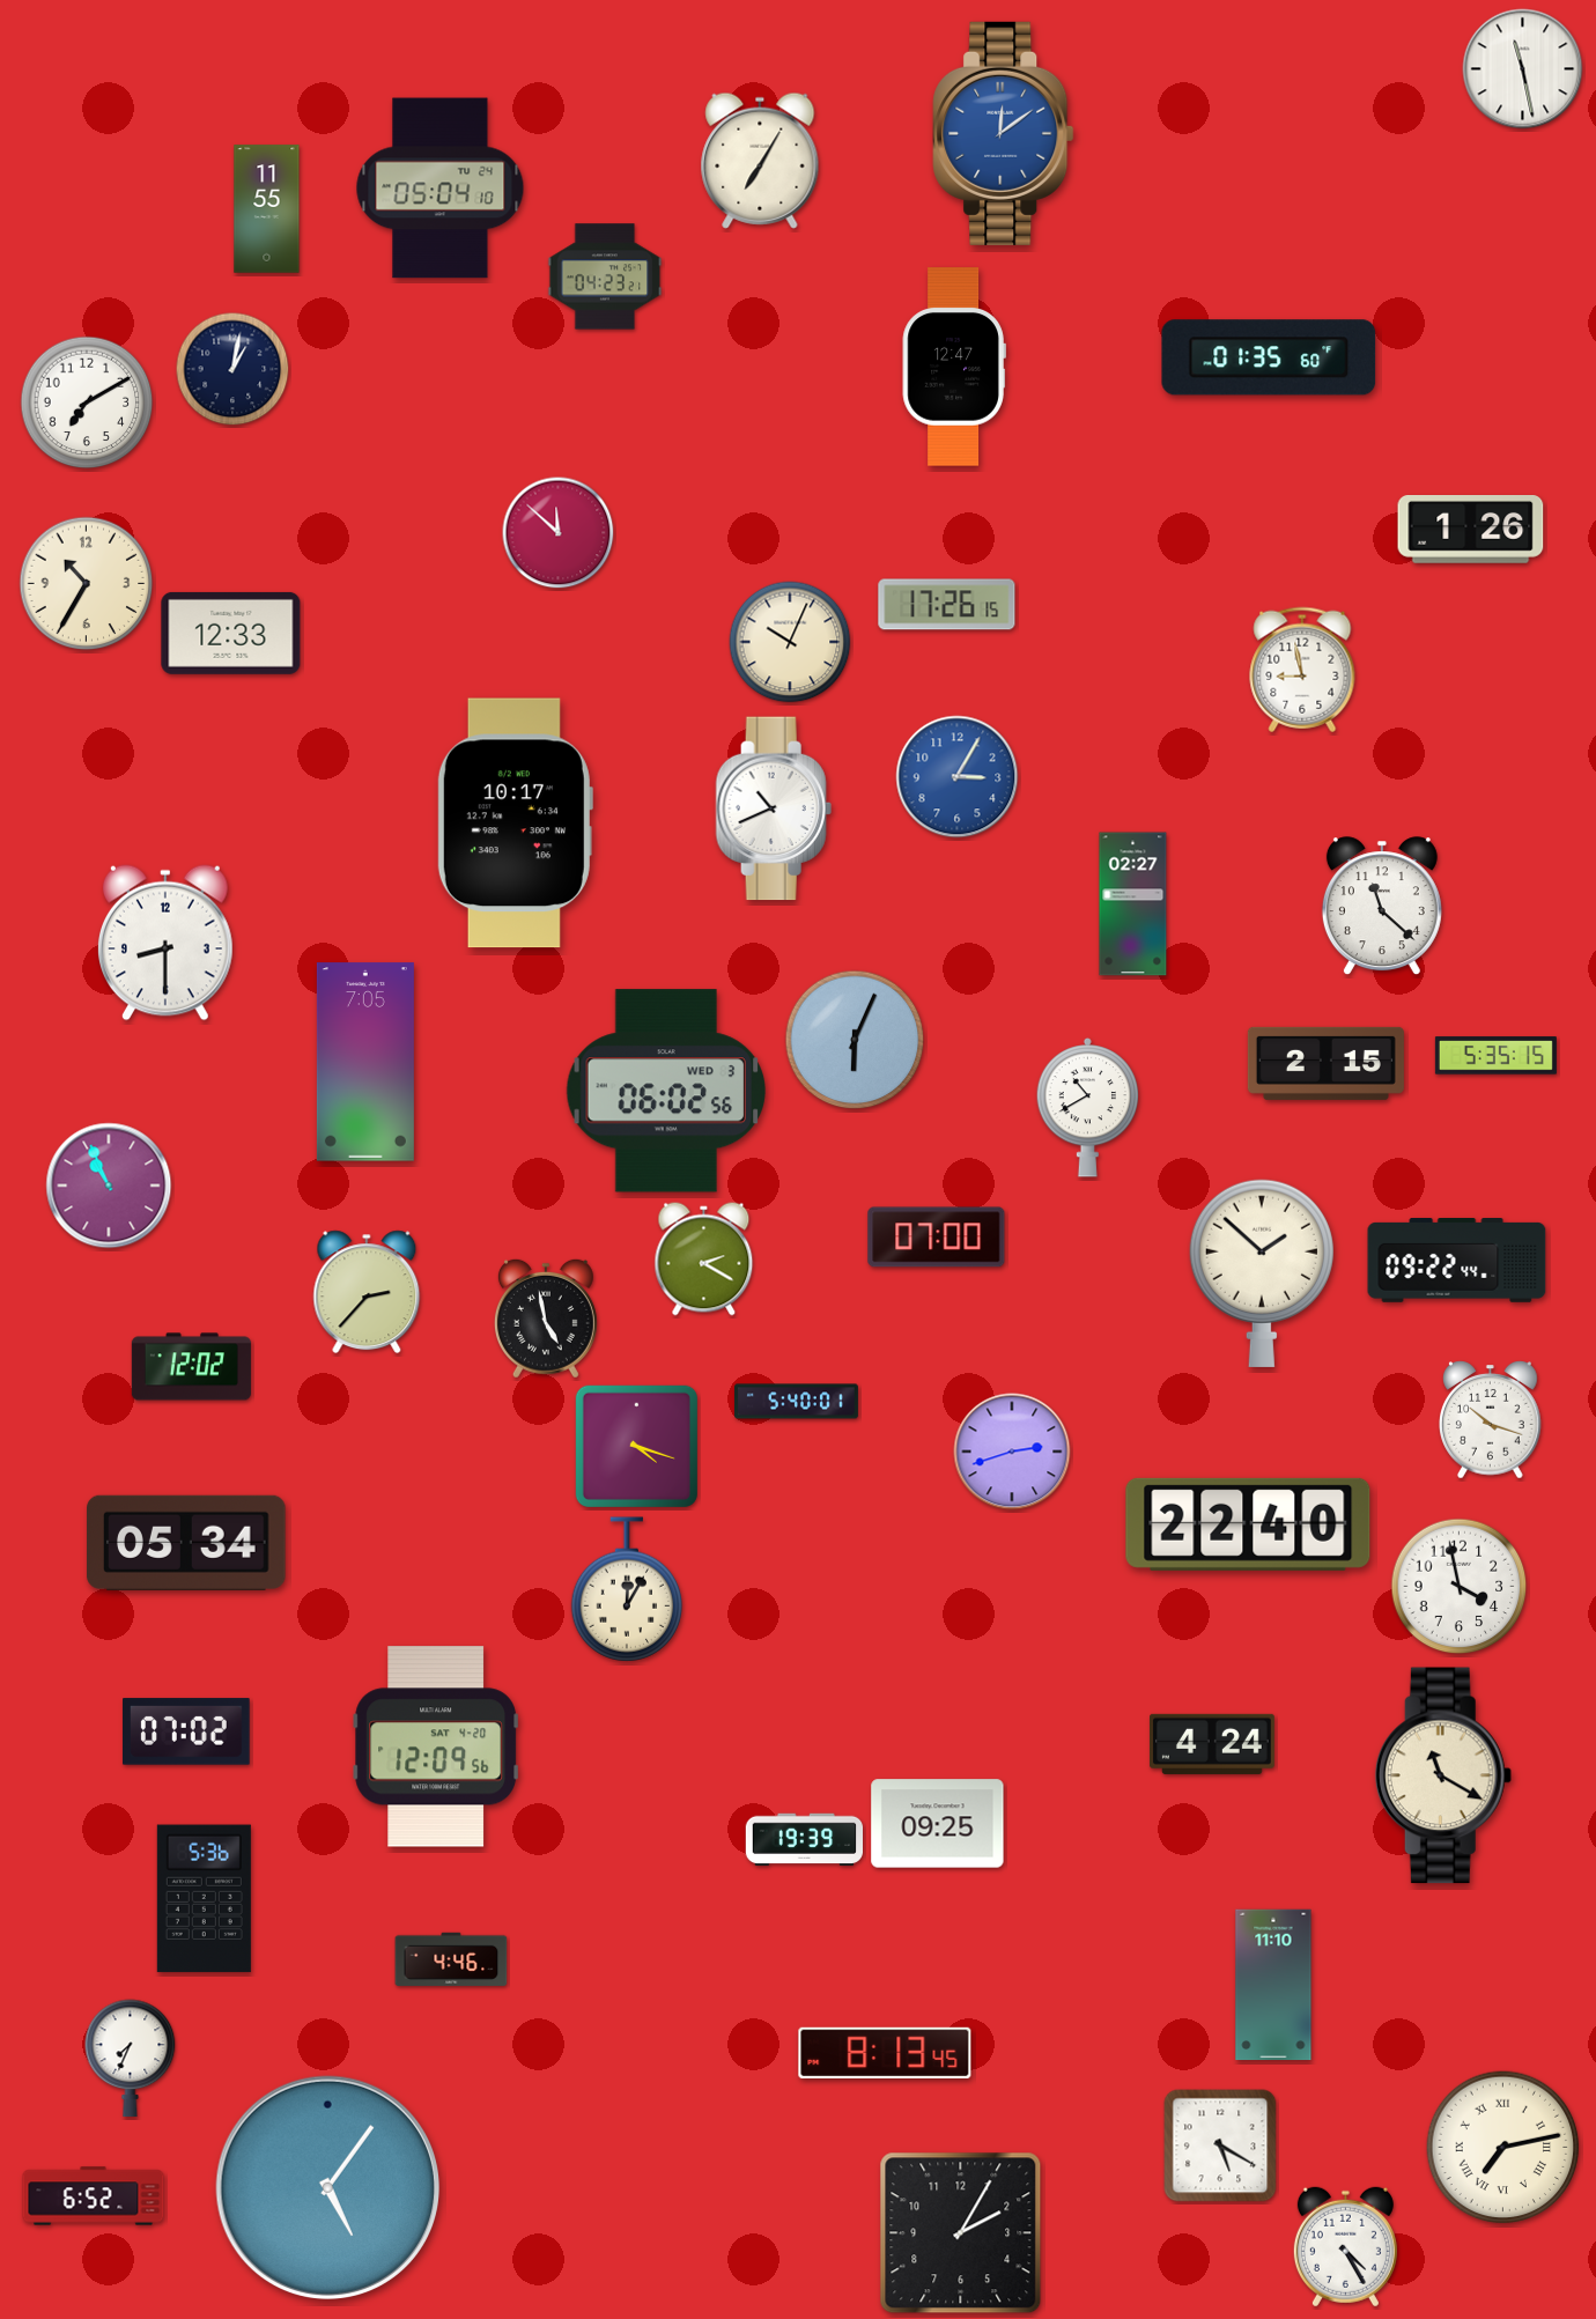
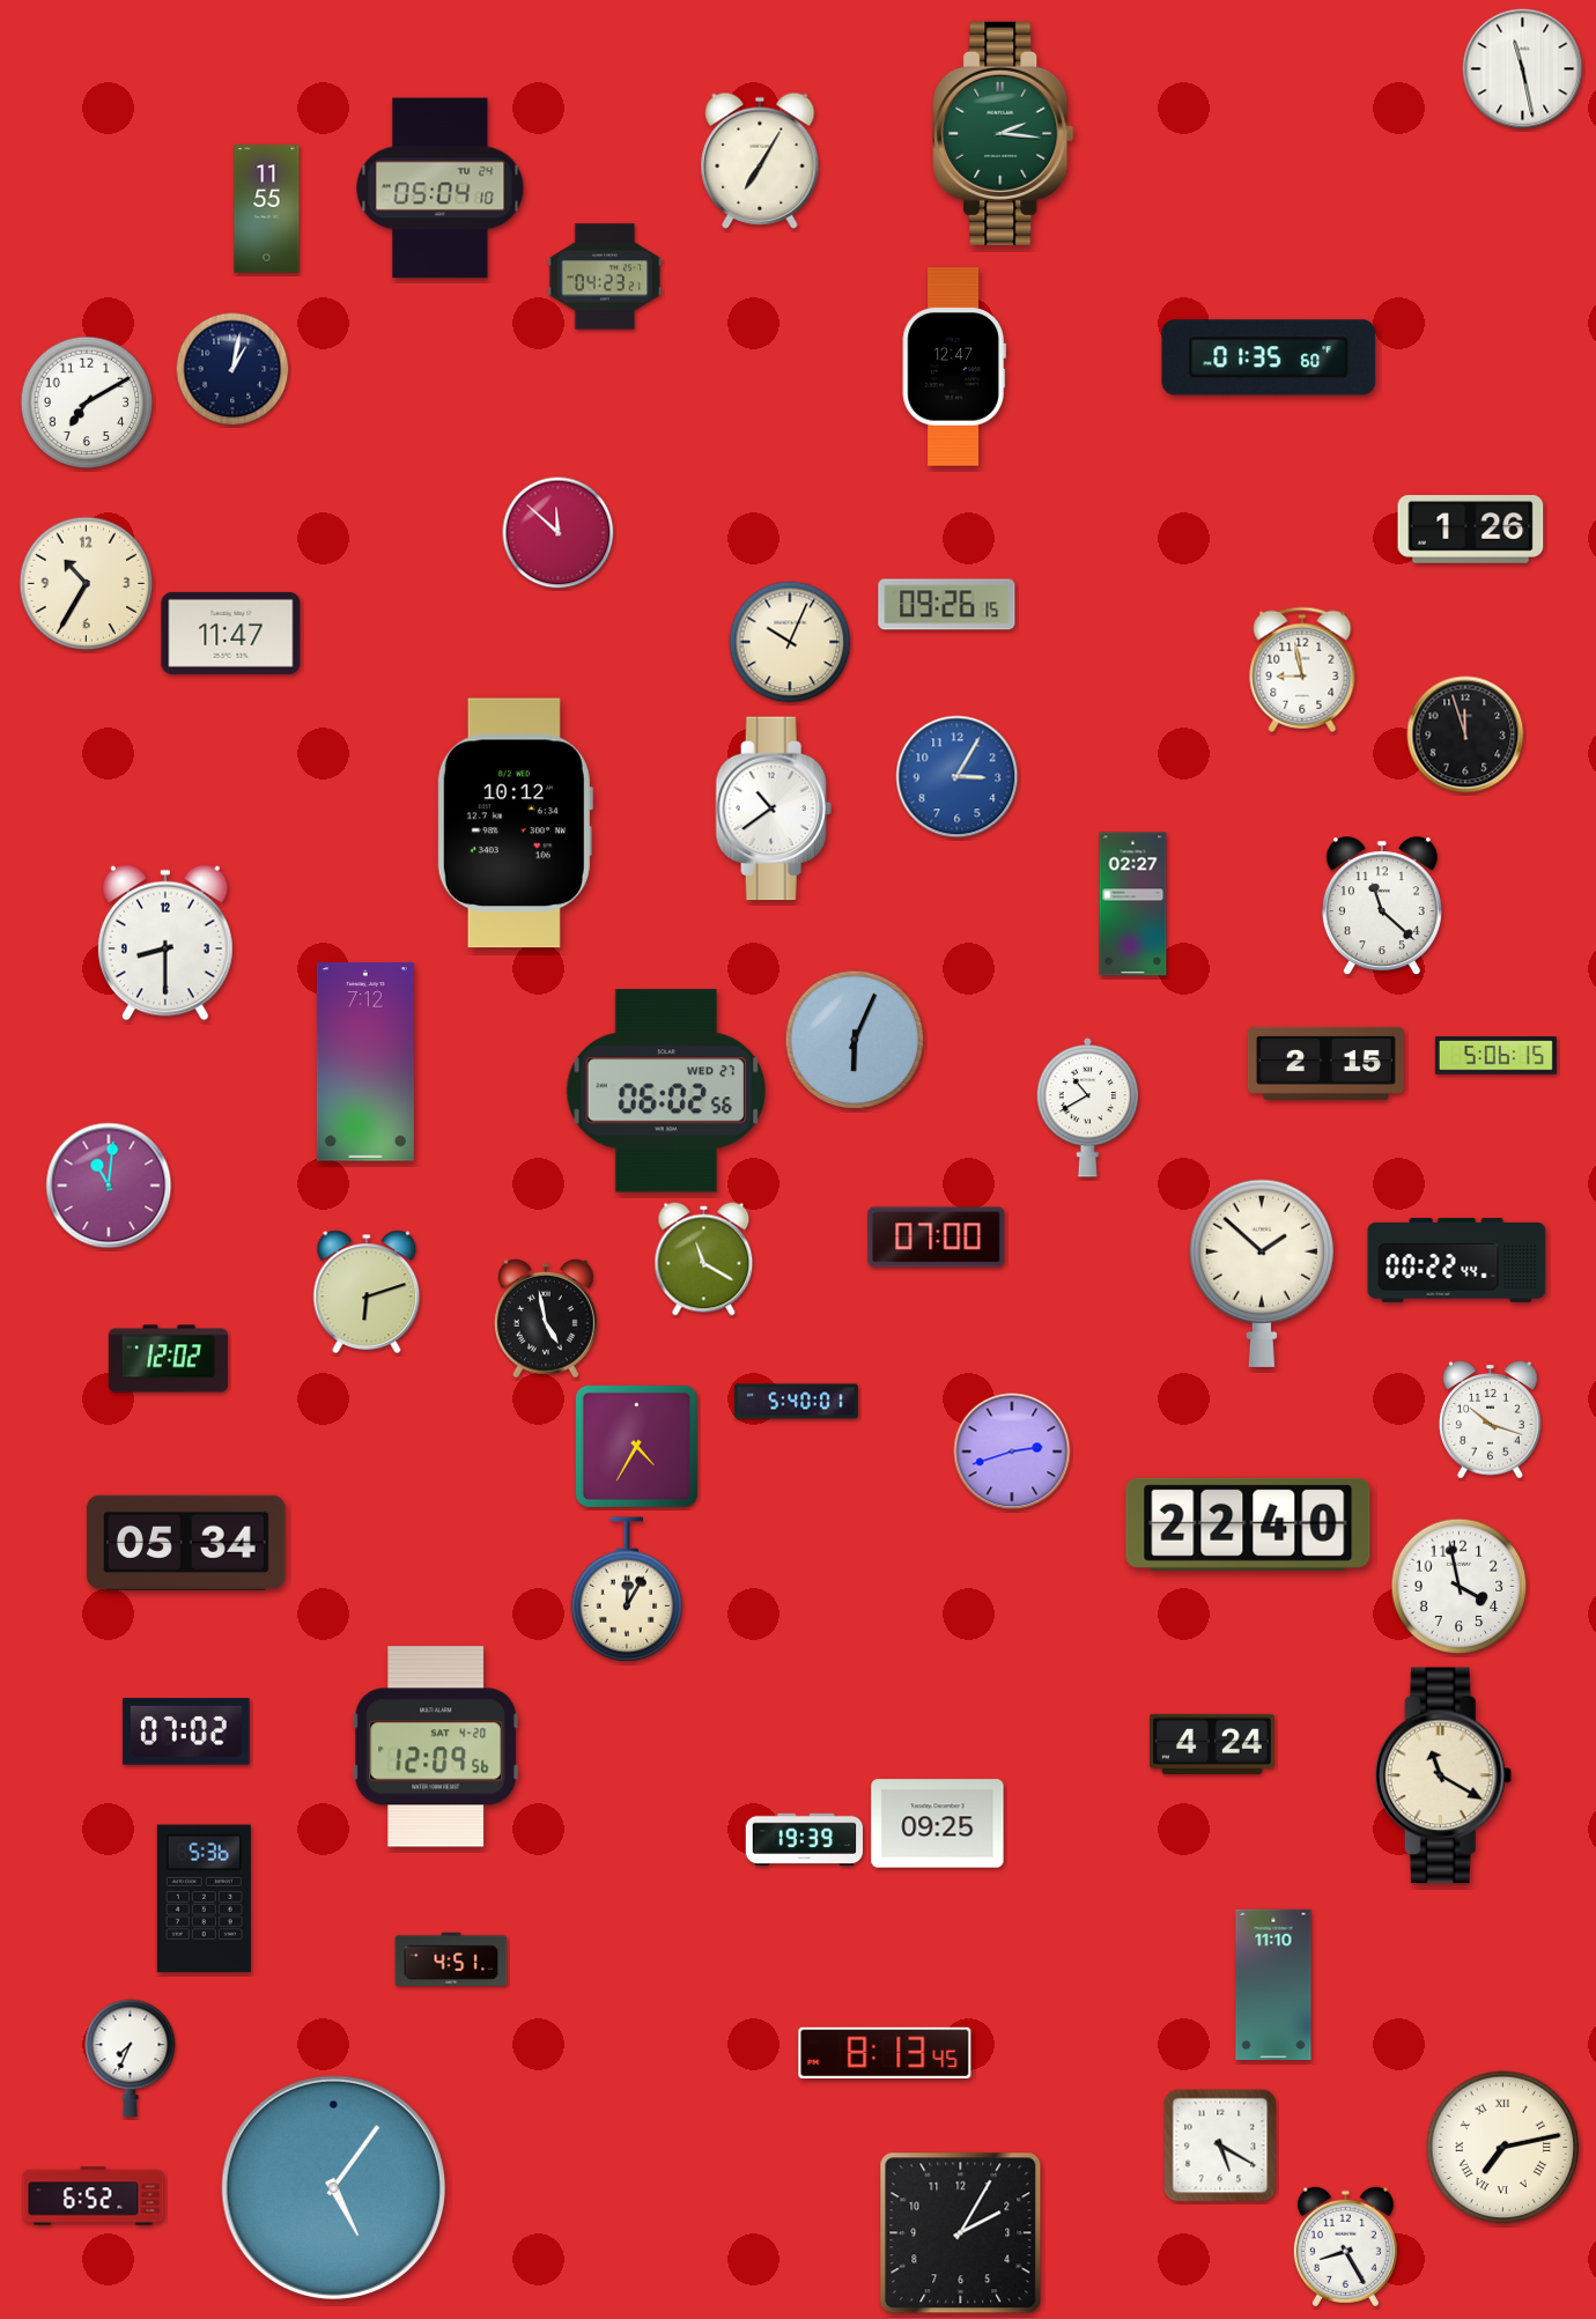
clock at (1004, 133): 12:09 -> 2:16
clock at (1004, 133) dial: blue -> green
clock at (947, 605): 17:26 -> 09:26
clock at (231, 633): 12:33 -> 11:47
clock at (1465, 734): none -> 11:57
clock at (774, 808): 10:41 -> 10:39
clock at (515, 824): 10:17 -> 10:12
clock at (1495, 1056): 5:35 -> 5:06
clock at (365, 1062): 7:05 -> 7:12
clock at (665, 1091) date: WED 3 -> WED 27
clock at (109, 1186): 10:56 -> 11:01
clock at (704, 1260): 2:20 -> 11:20
clock at (1457, 1261): 09:22 -> 00:22
clock at (367, 1292): 2:37 -> 6:12
clock at (191, 1367) position: (191, 1367) -> (168, 1359)
clock at (636, 1446): 4:18 -> 4:35
clock at (451, 1959): 4:46 -> 4:51
clock at (328, 2188) position: (328, 2188) -> (334, 2188)
clock at (1345, 2247): 4:25 -> 8:25
